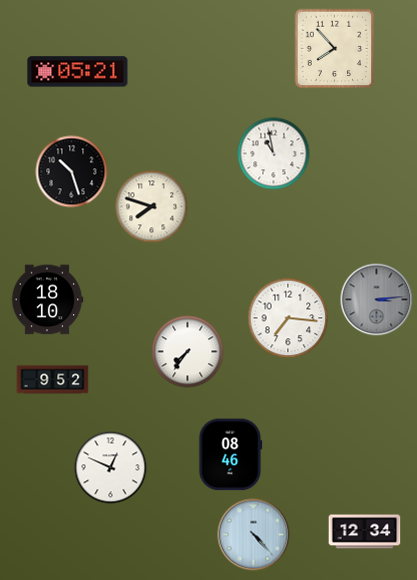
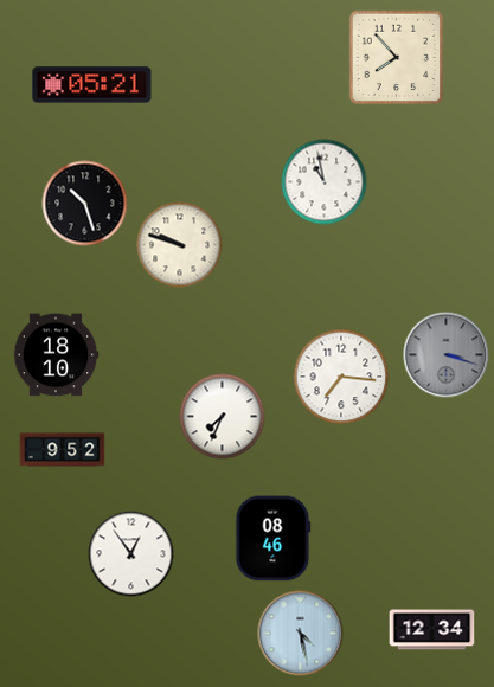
clock at (152, 207): 7:48 -> 9:48
clock at (377, 300): 3:14 -> 3:18
clock at (188, 352): 7:36 -> 7:34
clock at (111, 468): 12:49 -> 12:54
clock at (254, 535): 4:23 -> 4:28
